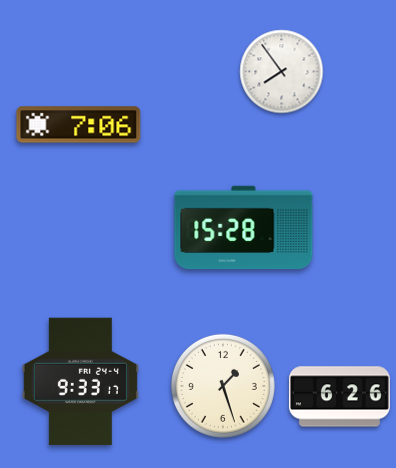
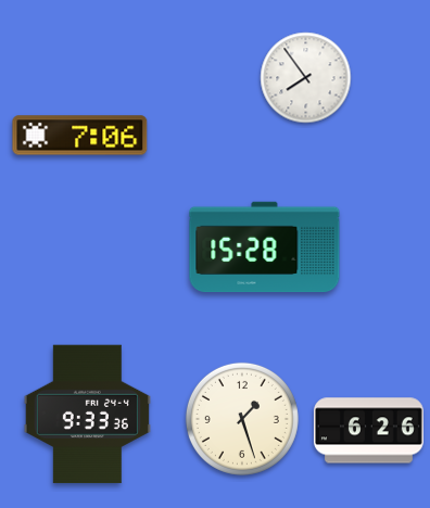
clock at (79, 125) position: (79, 125) -> (80, 136)
clock at (80, 382): 9:33:17 -> 9:33:36
